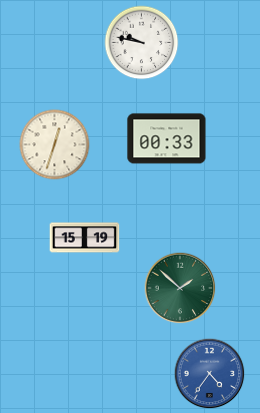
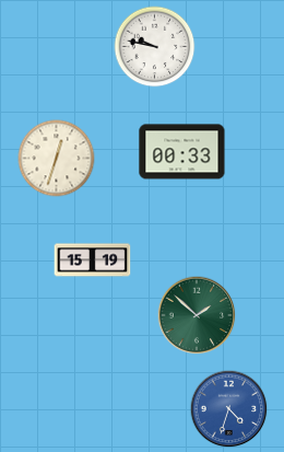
clock at (55, 145) position: (55, 145) -> (57, 159)
clock at (210, 374): 4:36 -> 4:33
